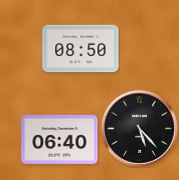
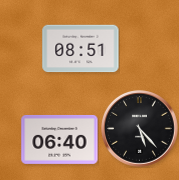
clock at (81, 49): 08:50 -> 08:51
